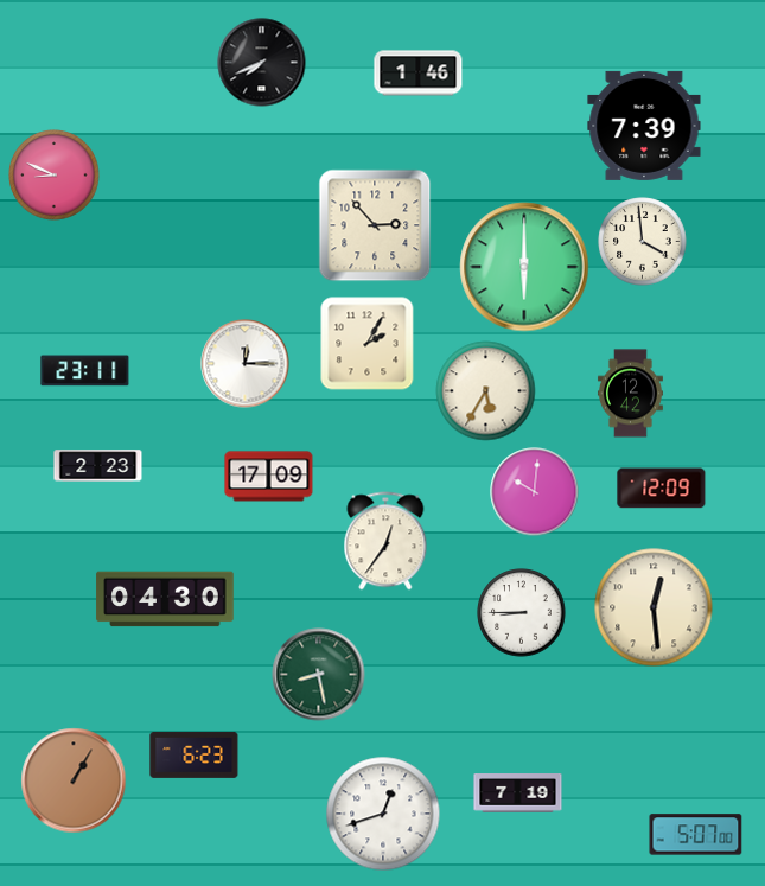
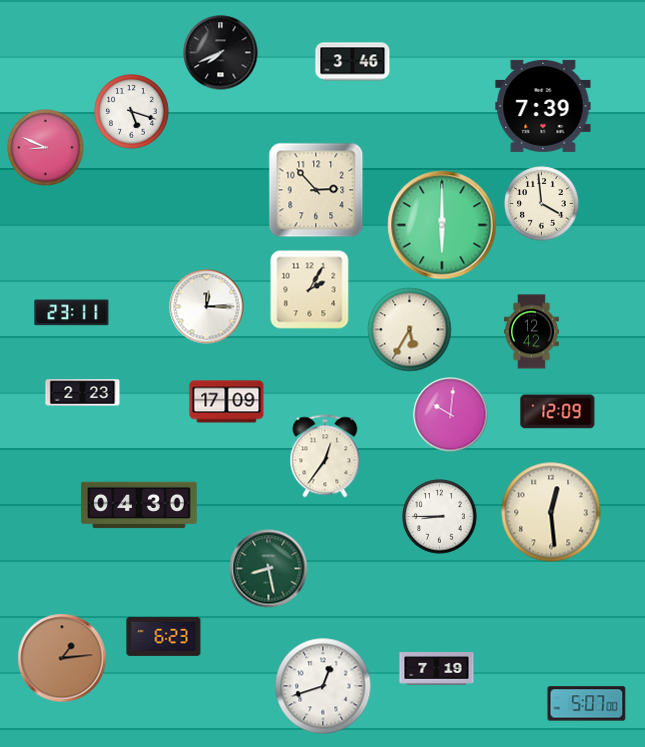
clock at (419, 74): 1:46 -> 3:46
clock at (132, 112): none -> 5:18
clock at (74, 780): 1:05 -> 1:14
